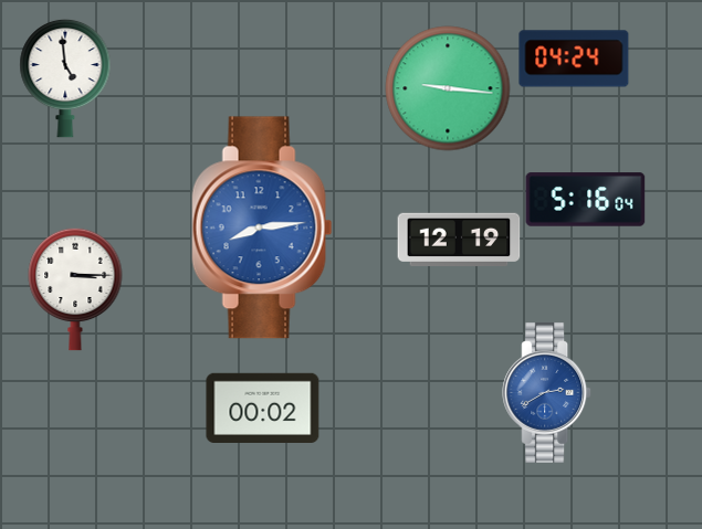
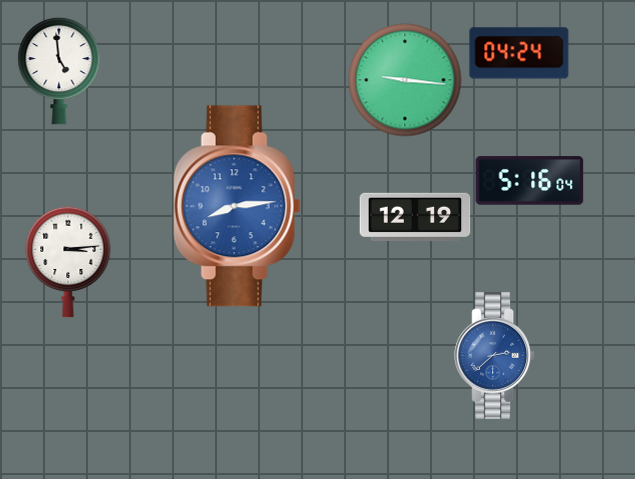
clock at (75, 289): 3:15 -> 3:14
clock at (547, 392): 2:40 -> 2:38
clock at (263, 408): 00:02 -> none
